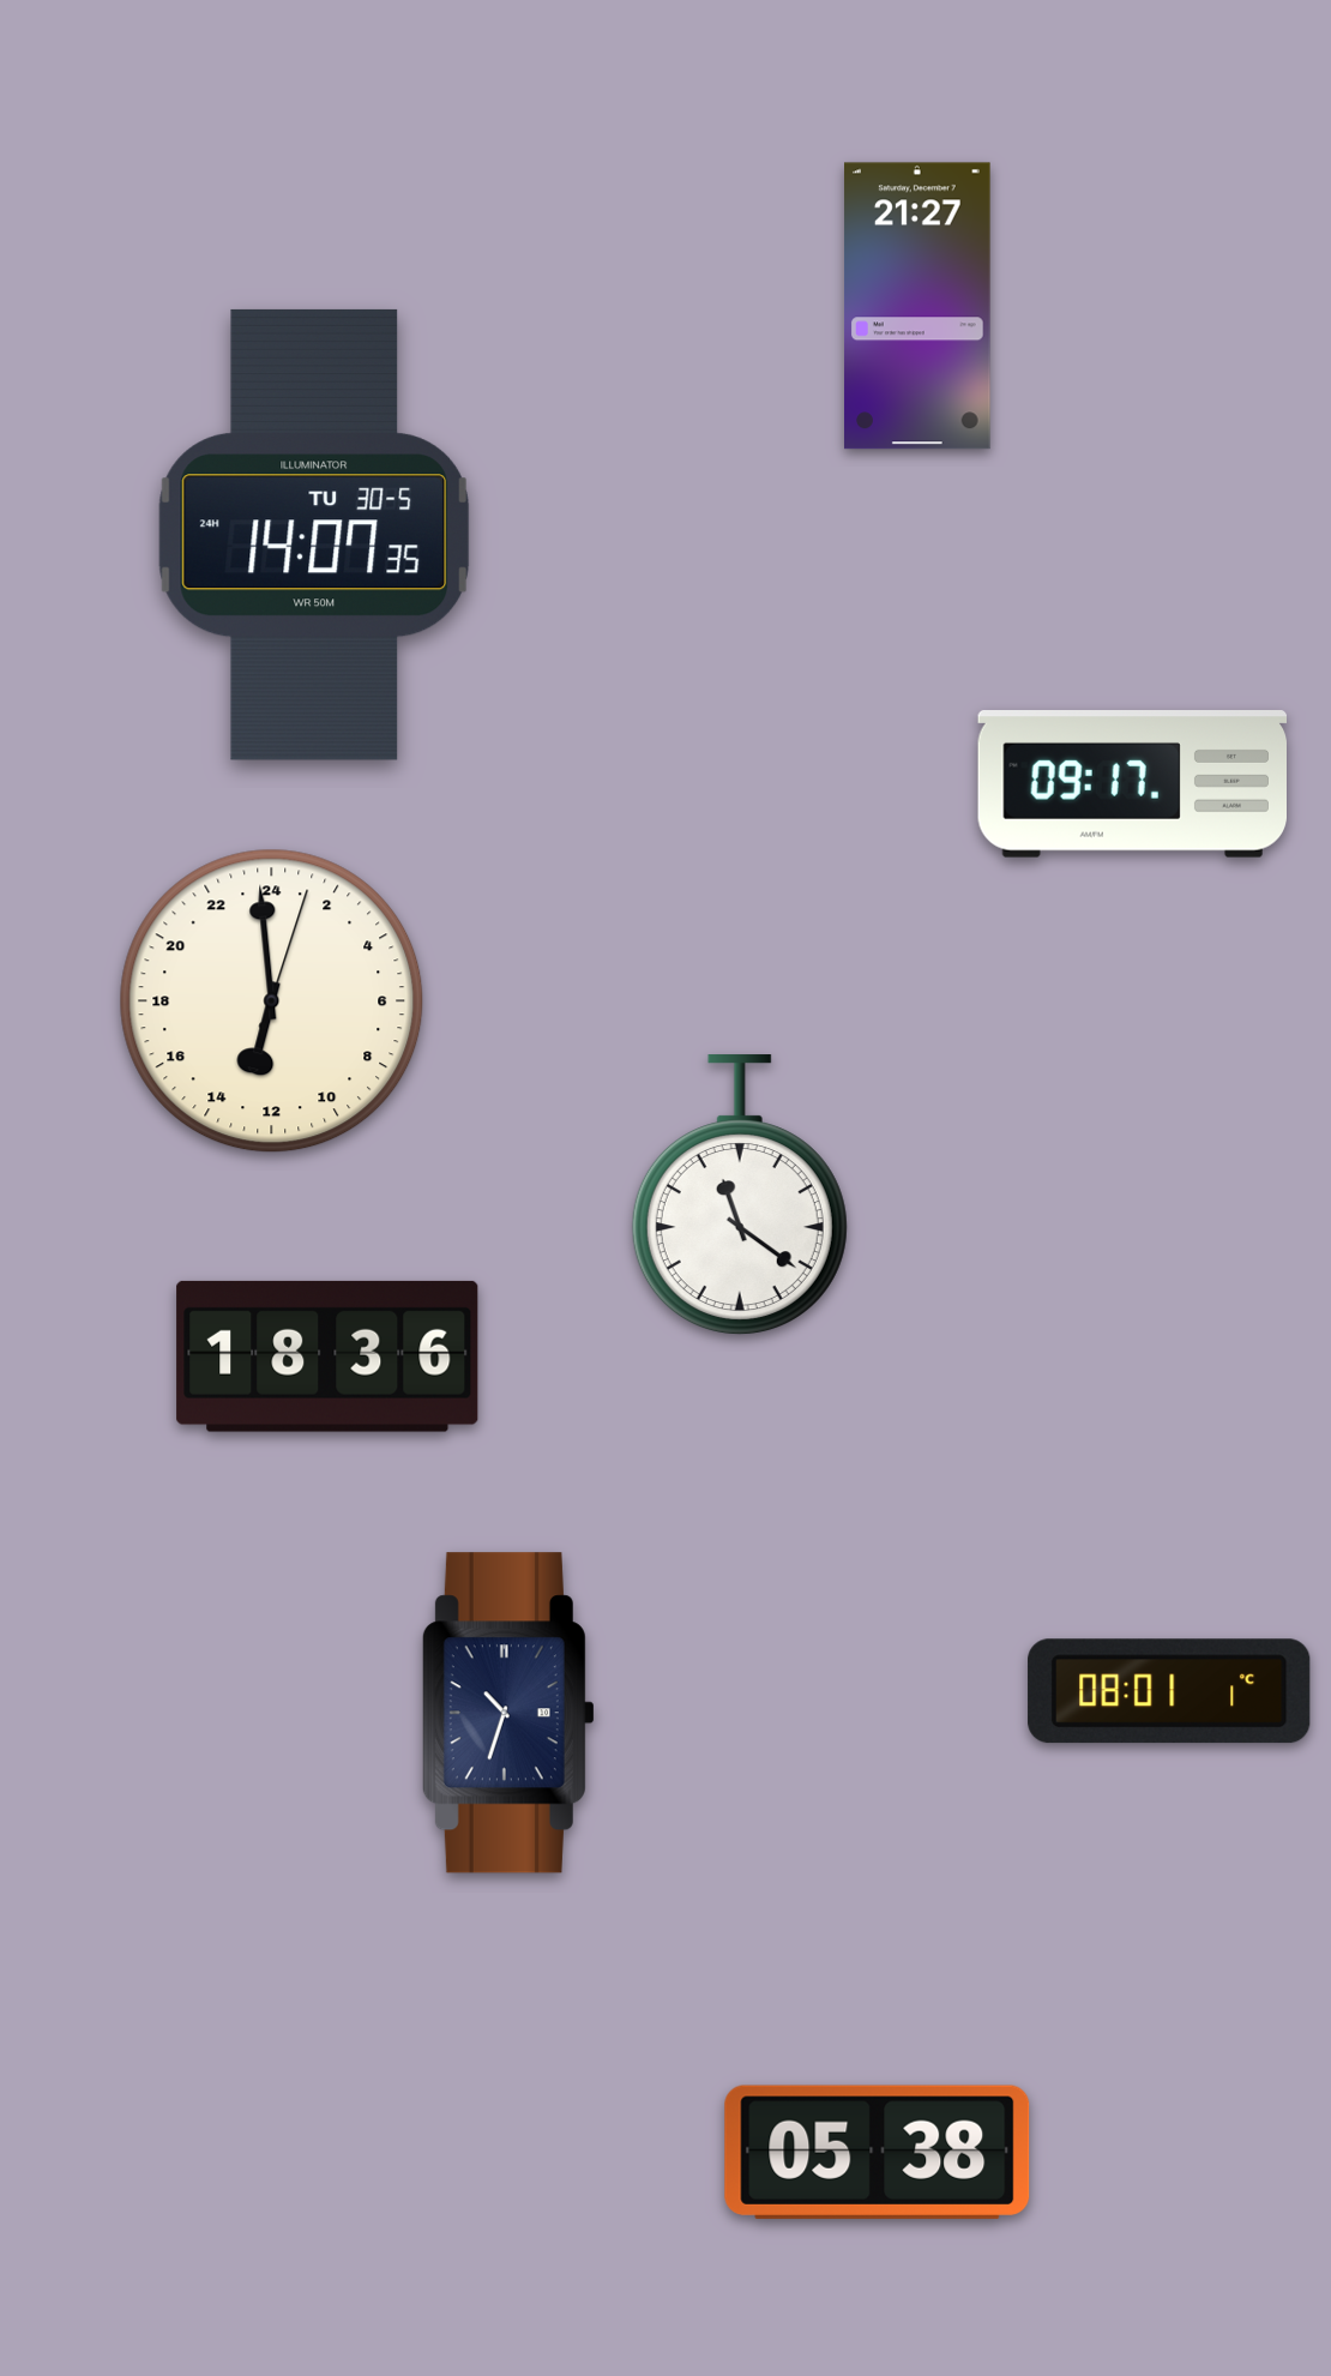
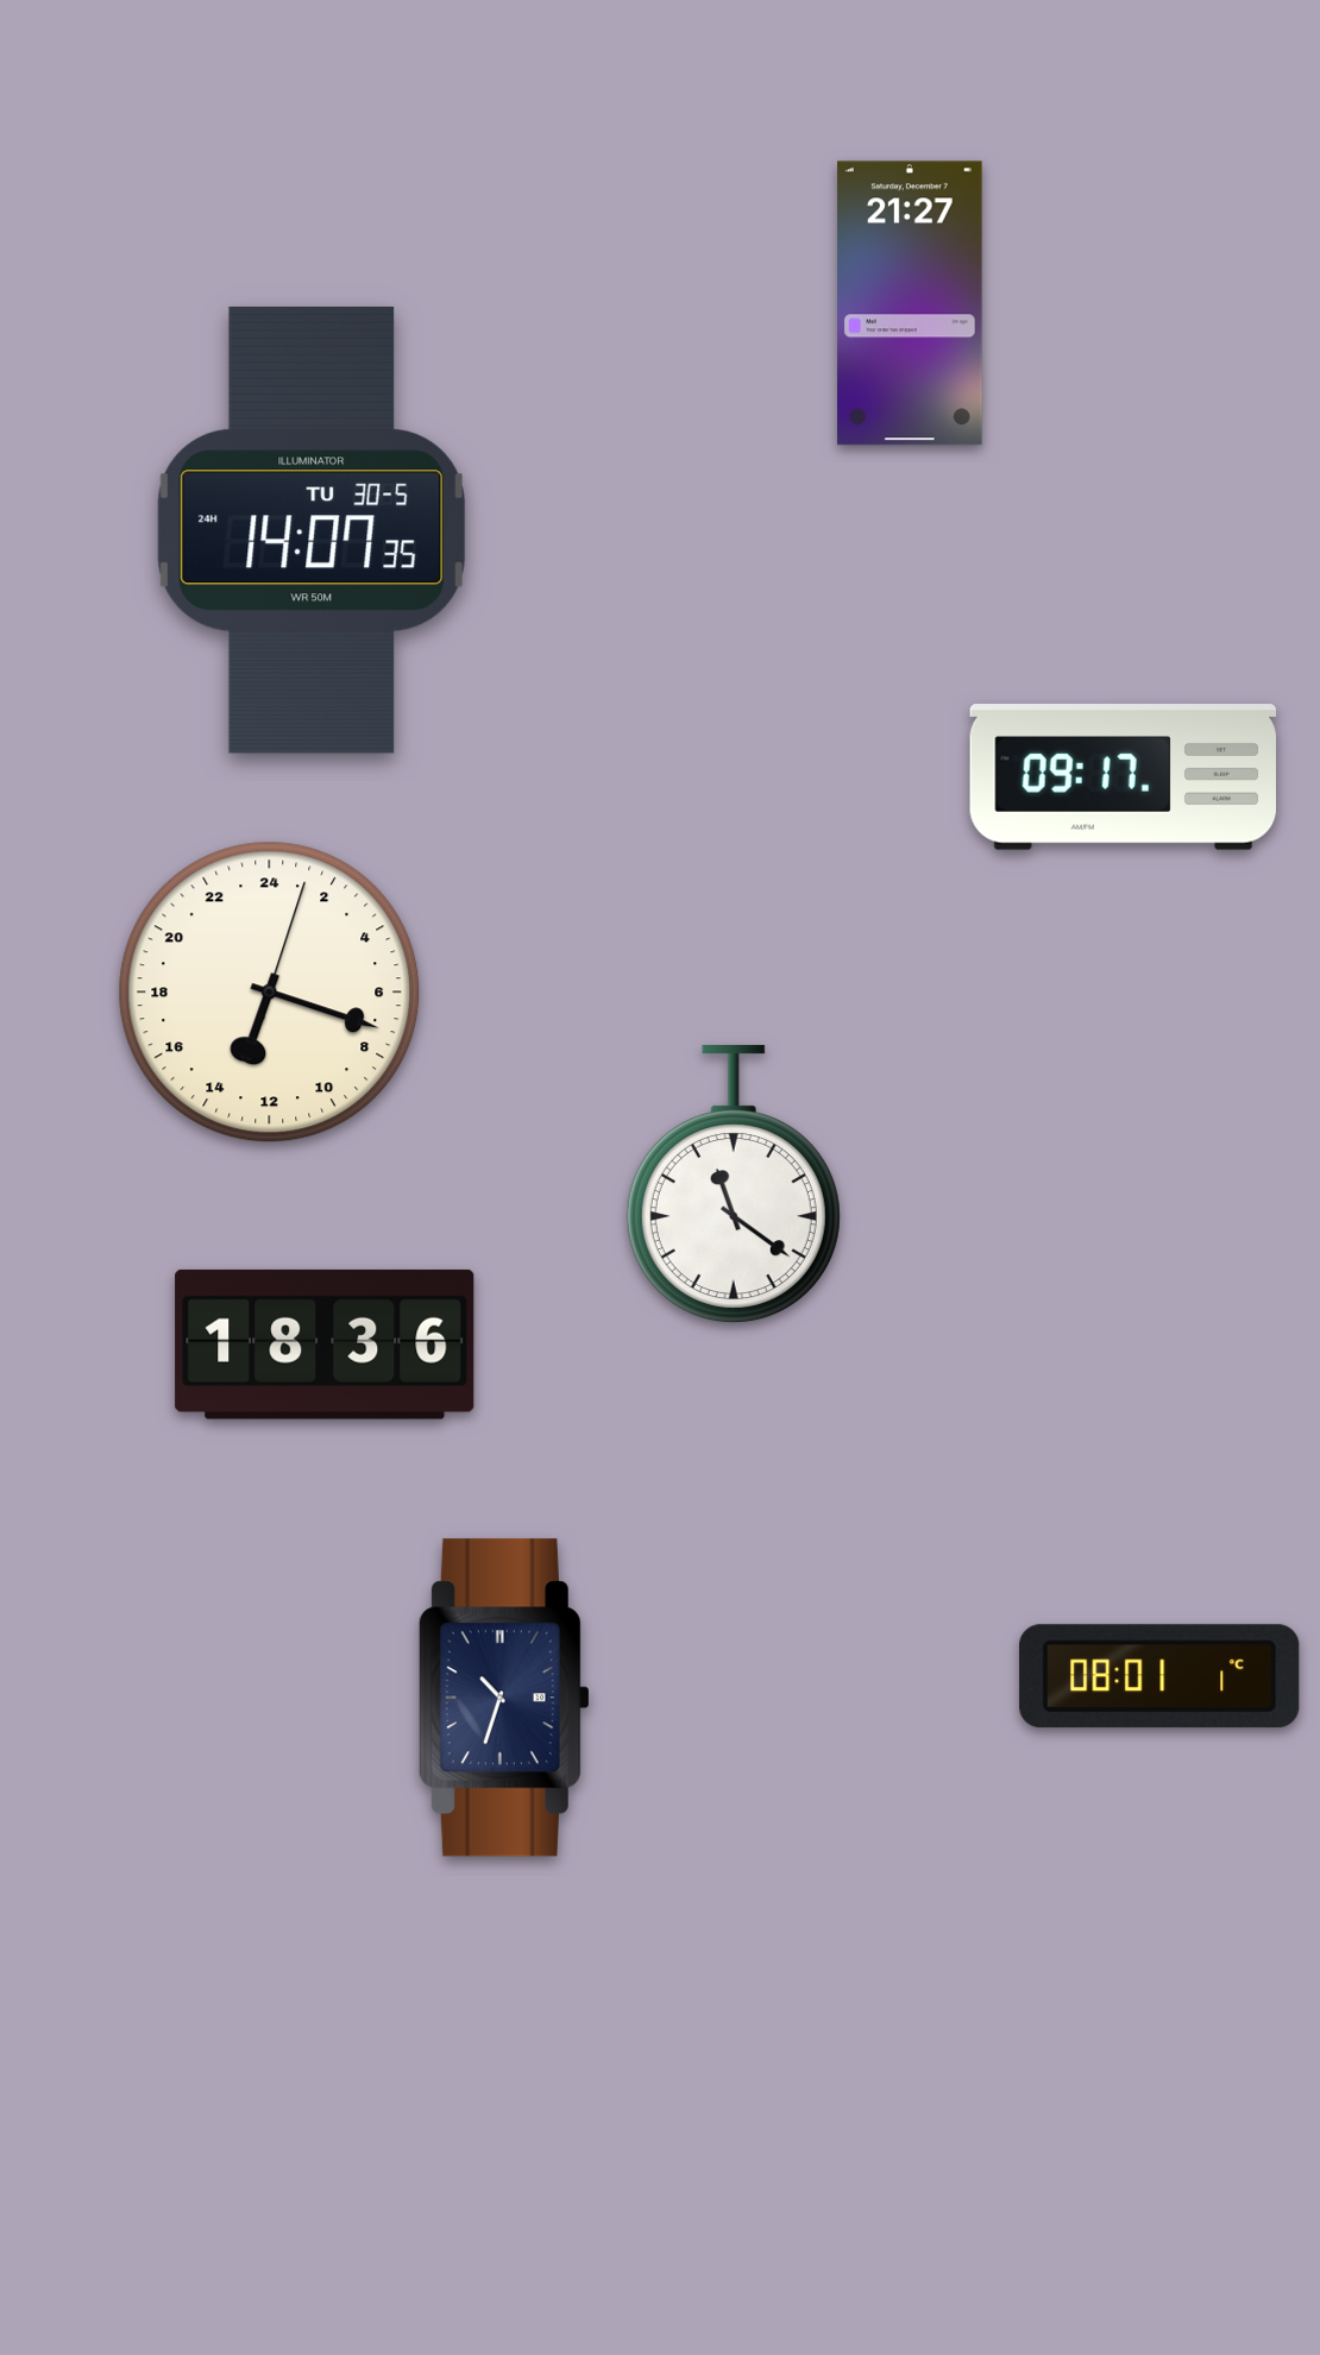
clock at (272, 1001): 12:59 -> 13:18
clock at (878, 2152): 05:38 -> none
